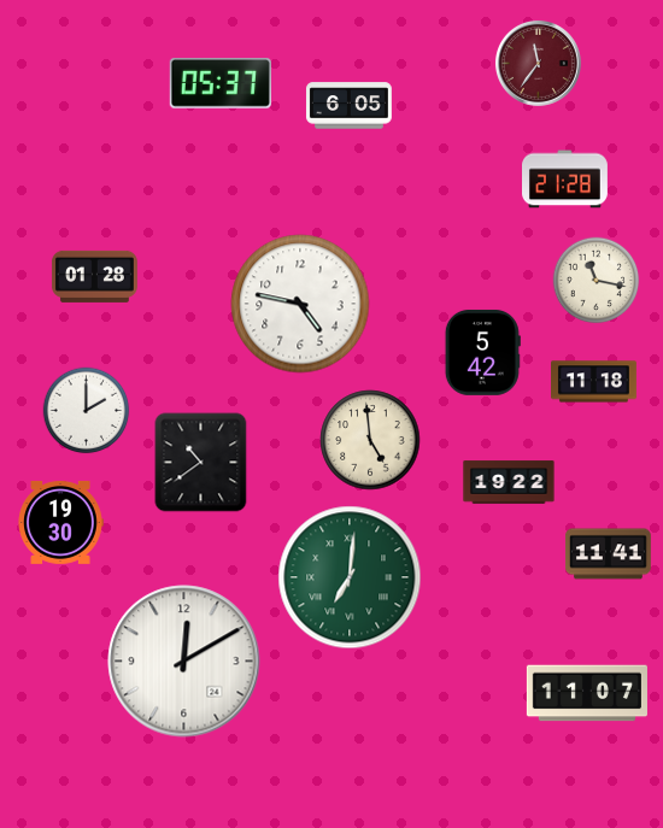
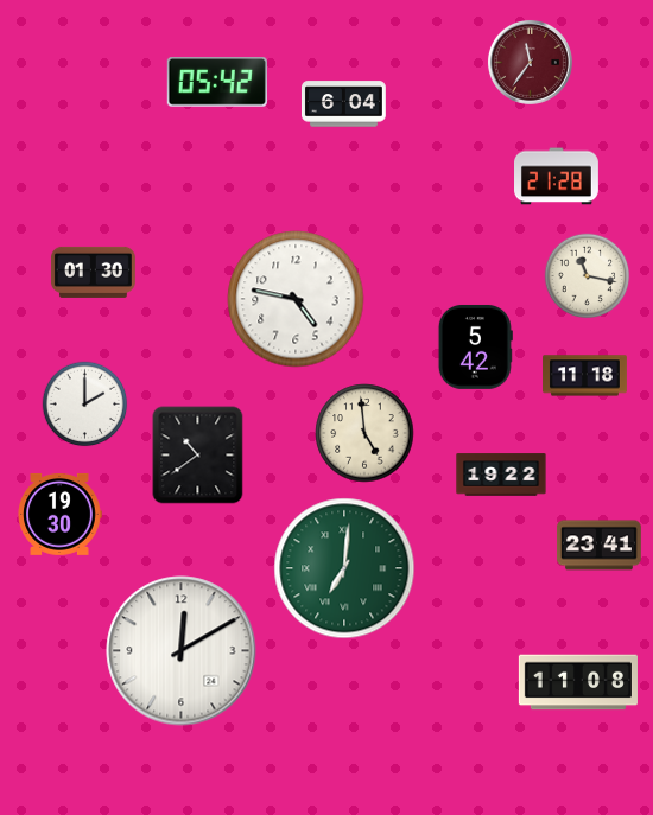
clock at (221, 83): 05:37 -> 05:42
clock at (348, 106): 6:05 -> 6:04
clock at (94, 276): 01:28 -> 01:30
clock at (609, 554): 11:41 -> 23:41
clock at (587, 693): 11:07 -> 11:08
